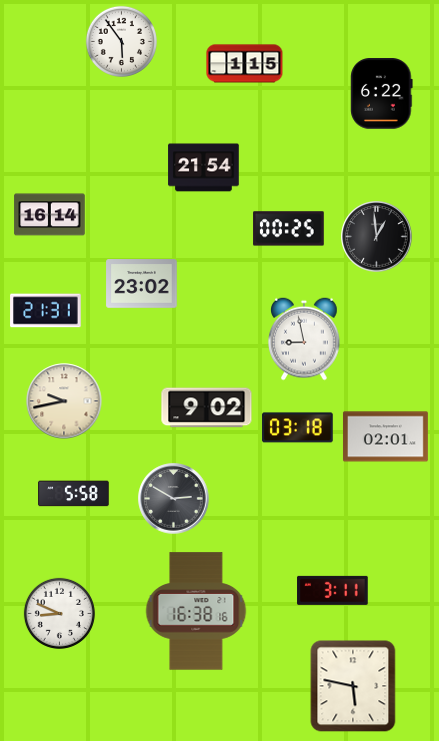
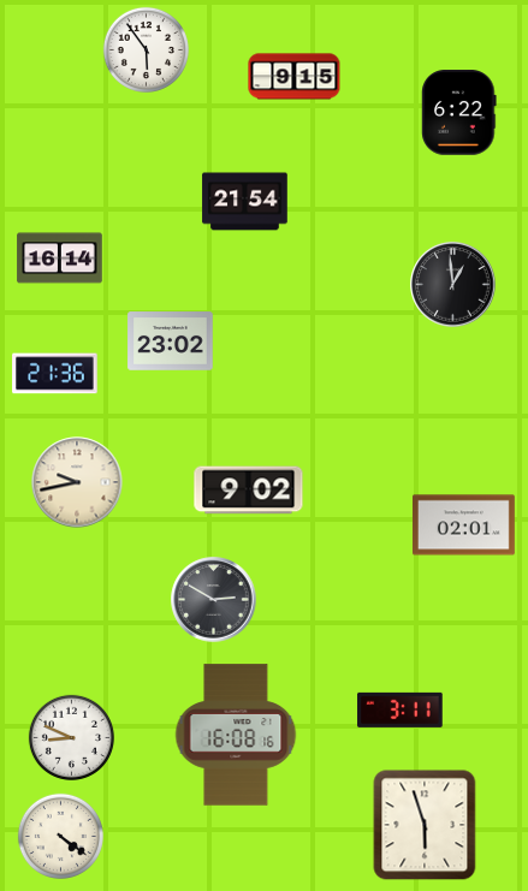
clock at (245, 64): 1:15 -> 9:15
clock at (289, 229): 00:25 -> none
clock at (46, 311): 21:31 -> 21:36
clock at (304, 339): 8:58 -> none
clock at (298, 428): 03:18 -> none
clock at (74, 494): 5:58 -> none
clock at (174, 499) position: (174, 499) -> (214, 600)
clock at (196, 611): 16:38 -> 16:08
clock at (353, 686): 5:47 -> 5:57
clock at (60, 836): none -> 4:21
